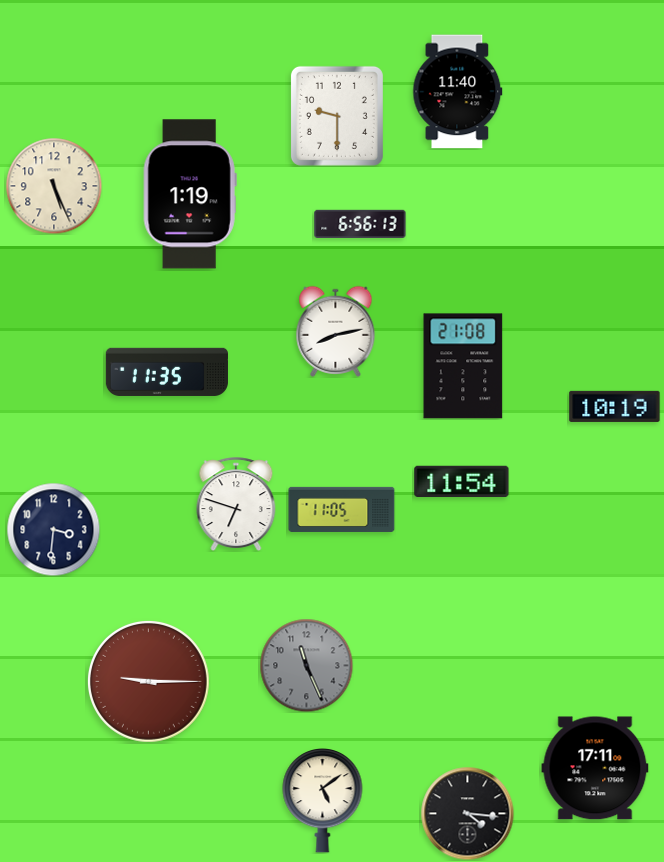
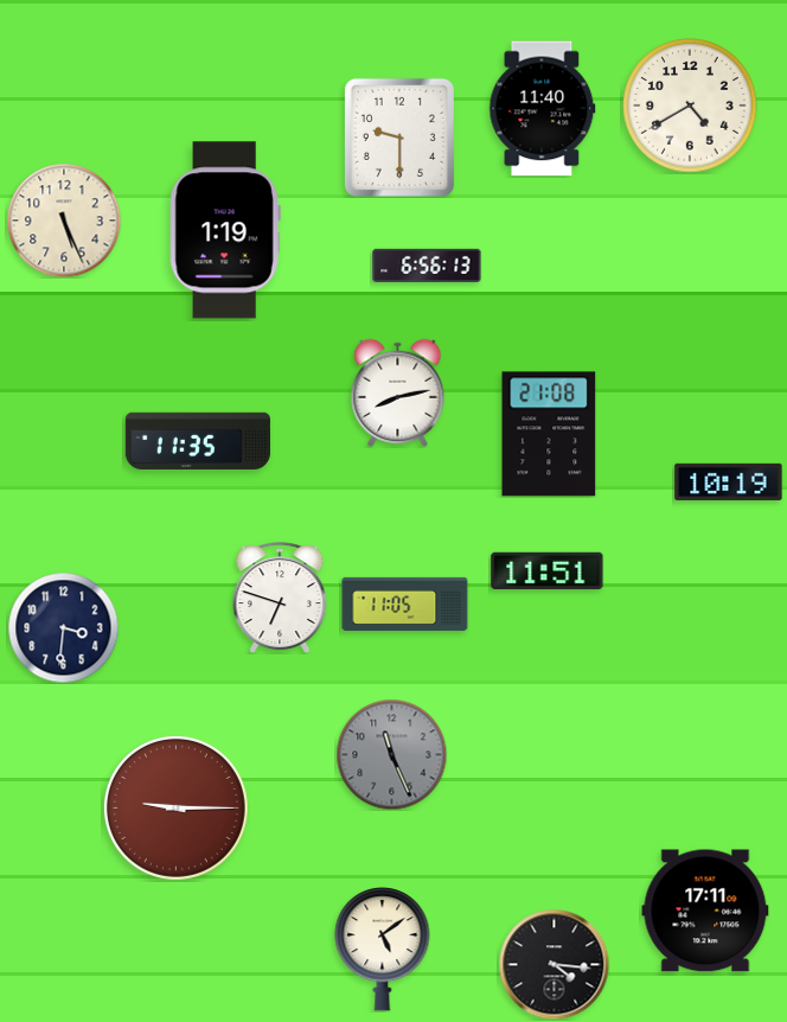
clock at (690, 106): none -> 4:40
clock at (462, 482): 11:54 -> 11:51
clock at (306, 665) position: (306, 665) -> (391, 754)
